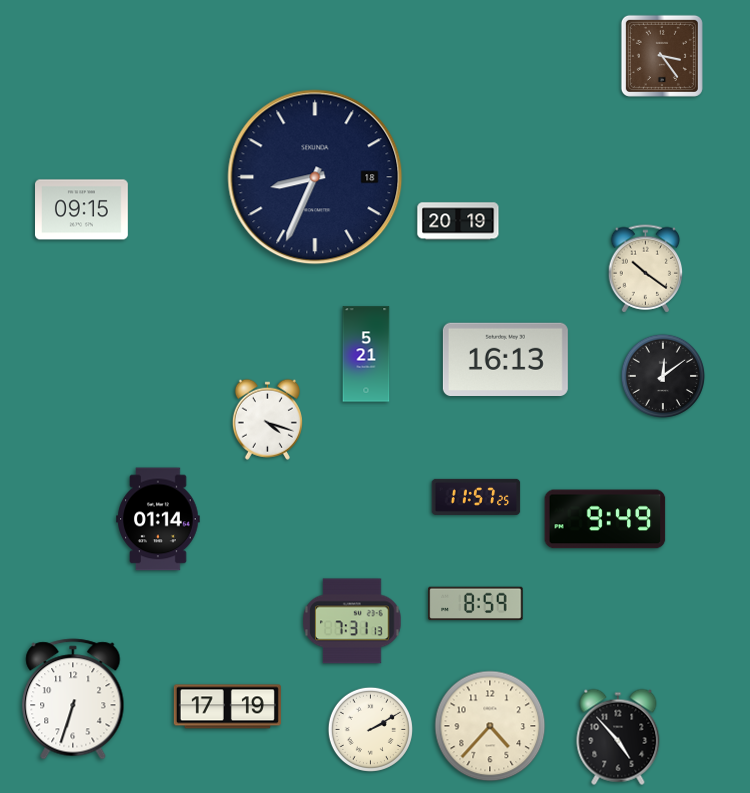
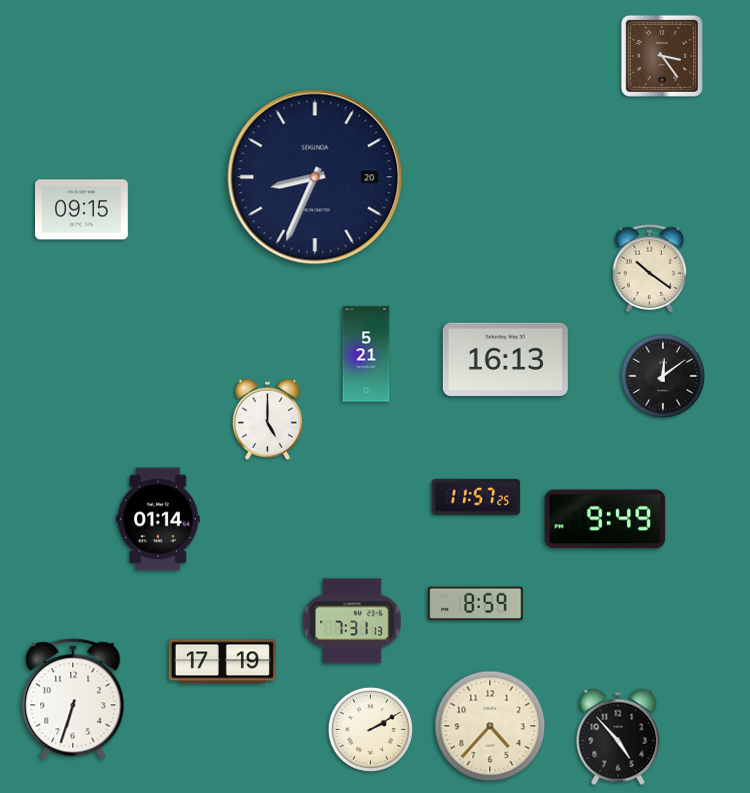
clock at (315, 177) date: 18 -> 20
clock at (458, 221): 20:19 -> none
clock at (646, 269) position: (646, 269) -> (650, 269)
clock at (267, 419): 4:18 -> 5:00
clock at (227, 707) position: (227, 707) -> (222, 662)
